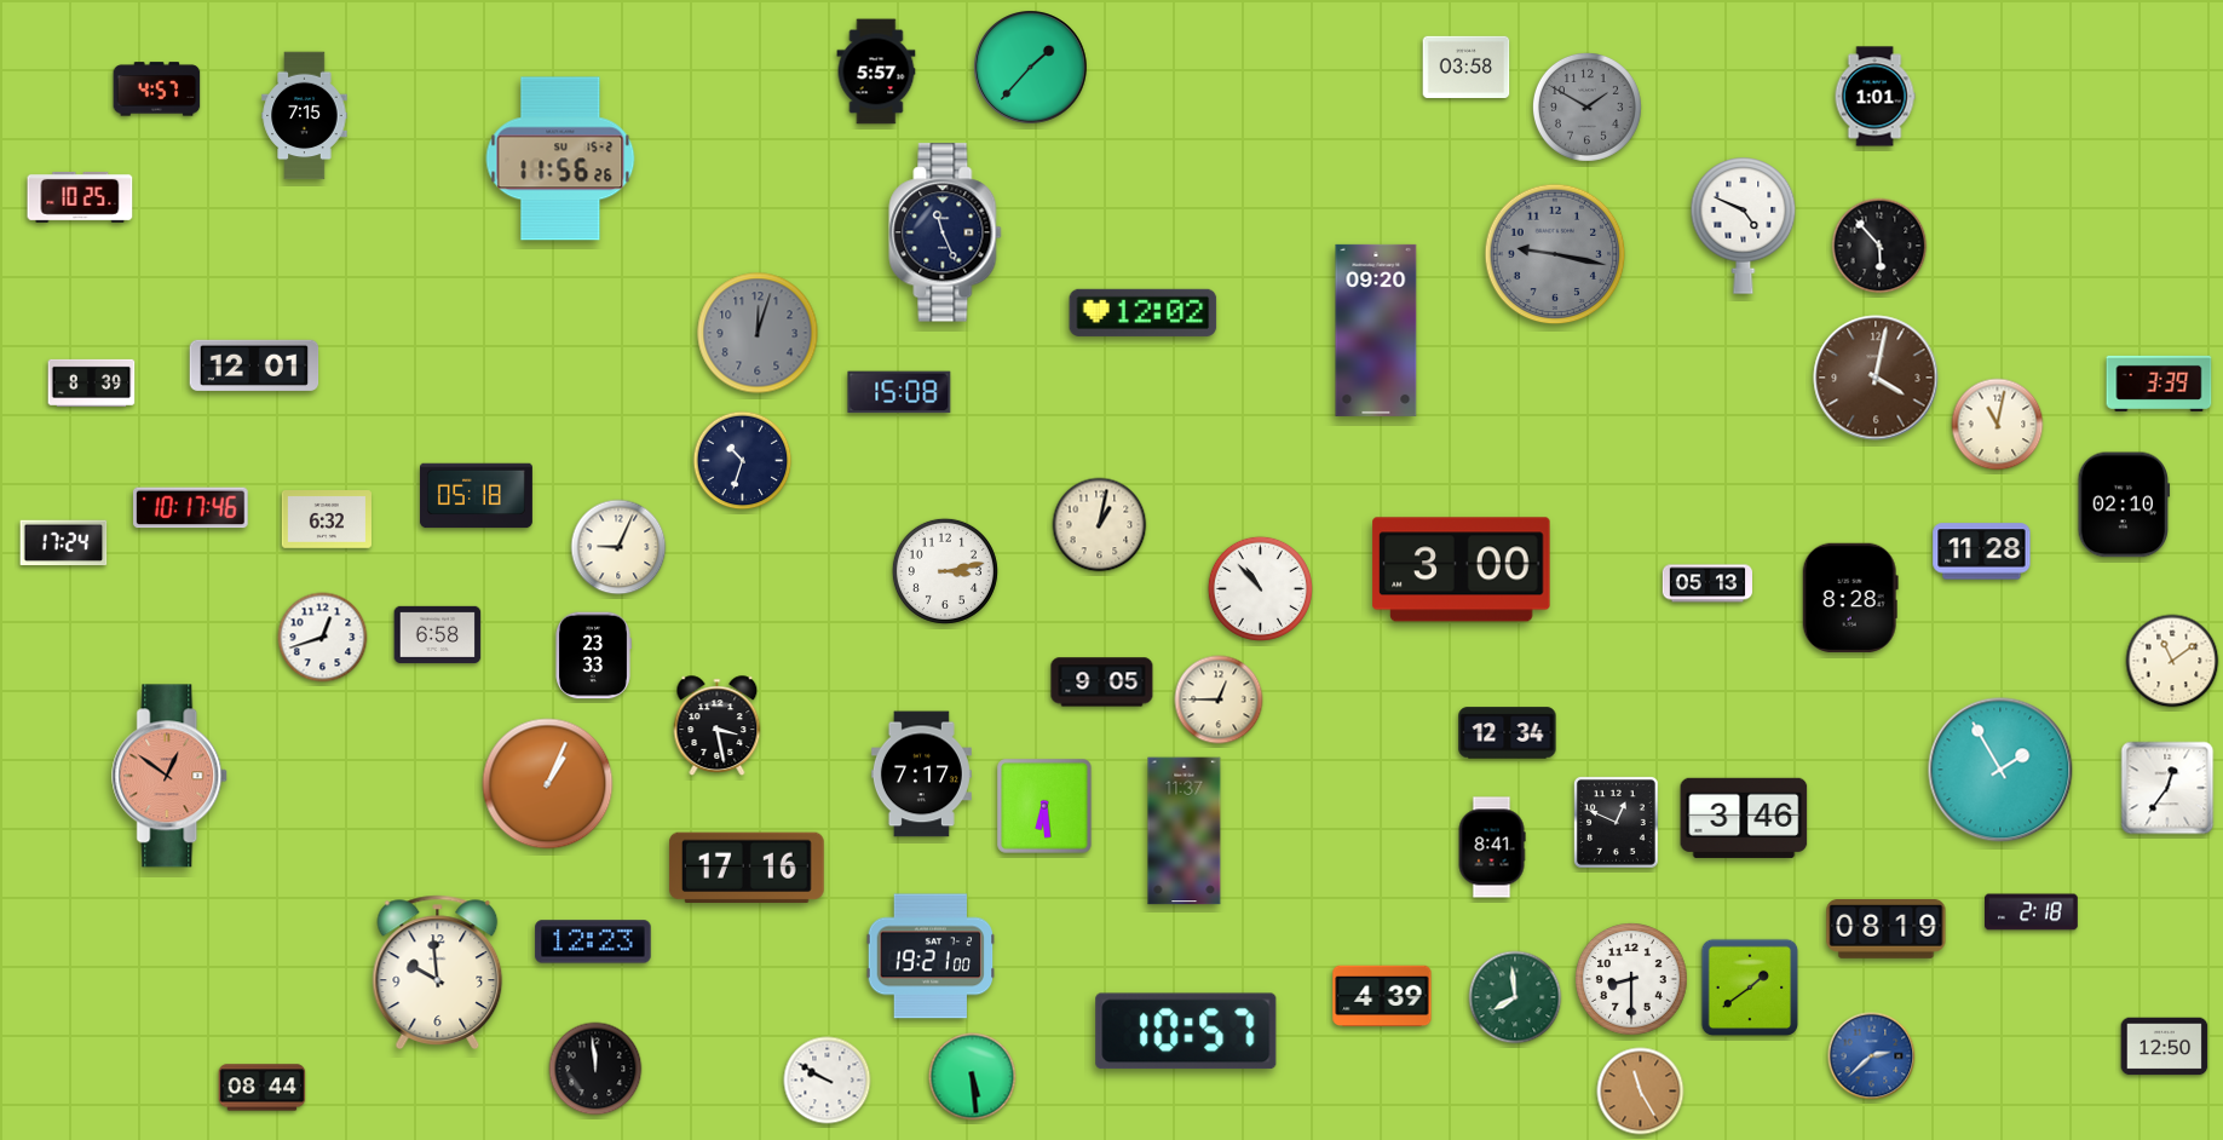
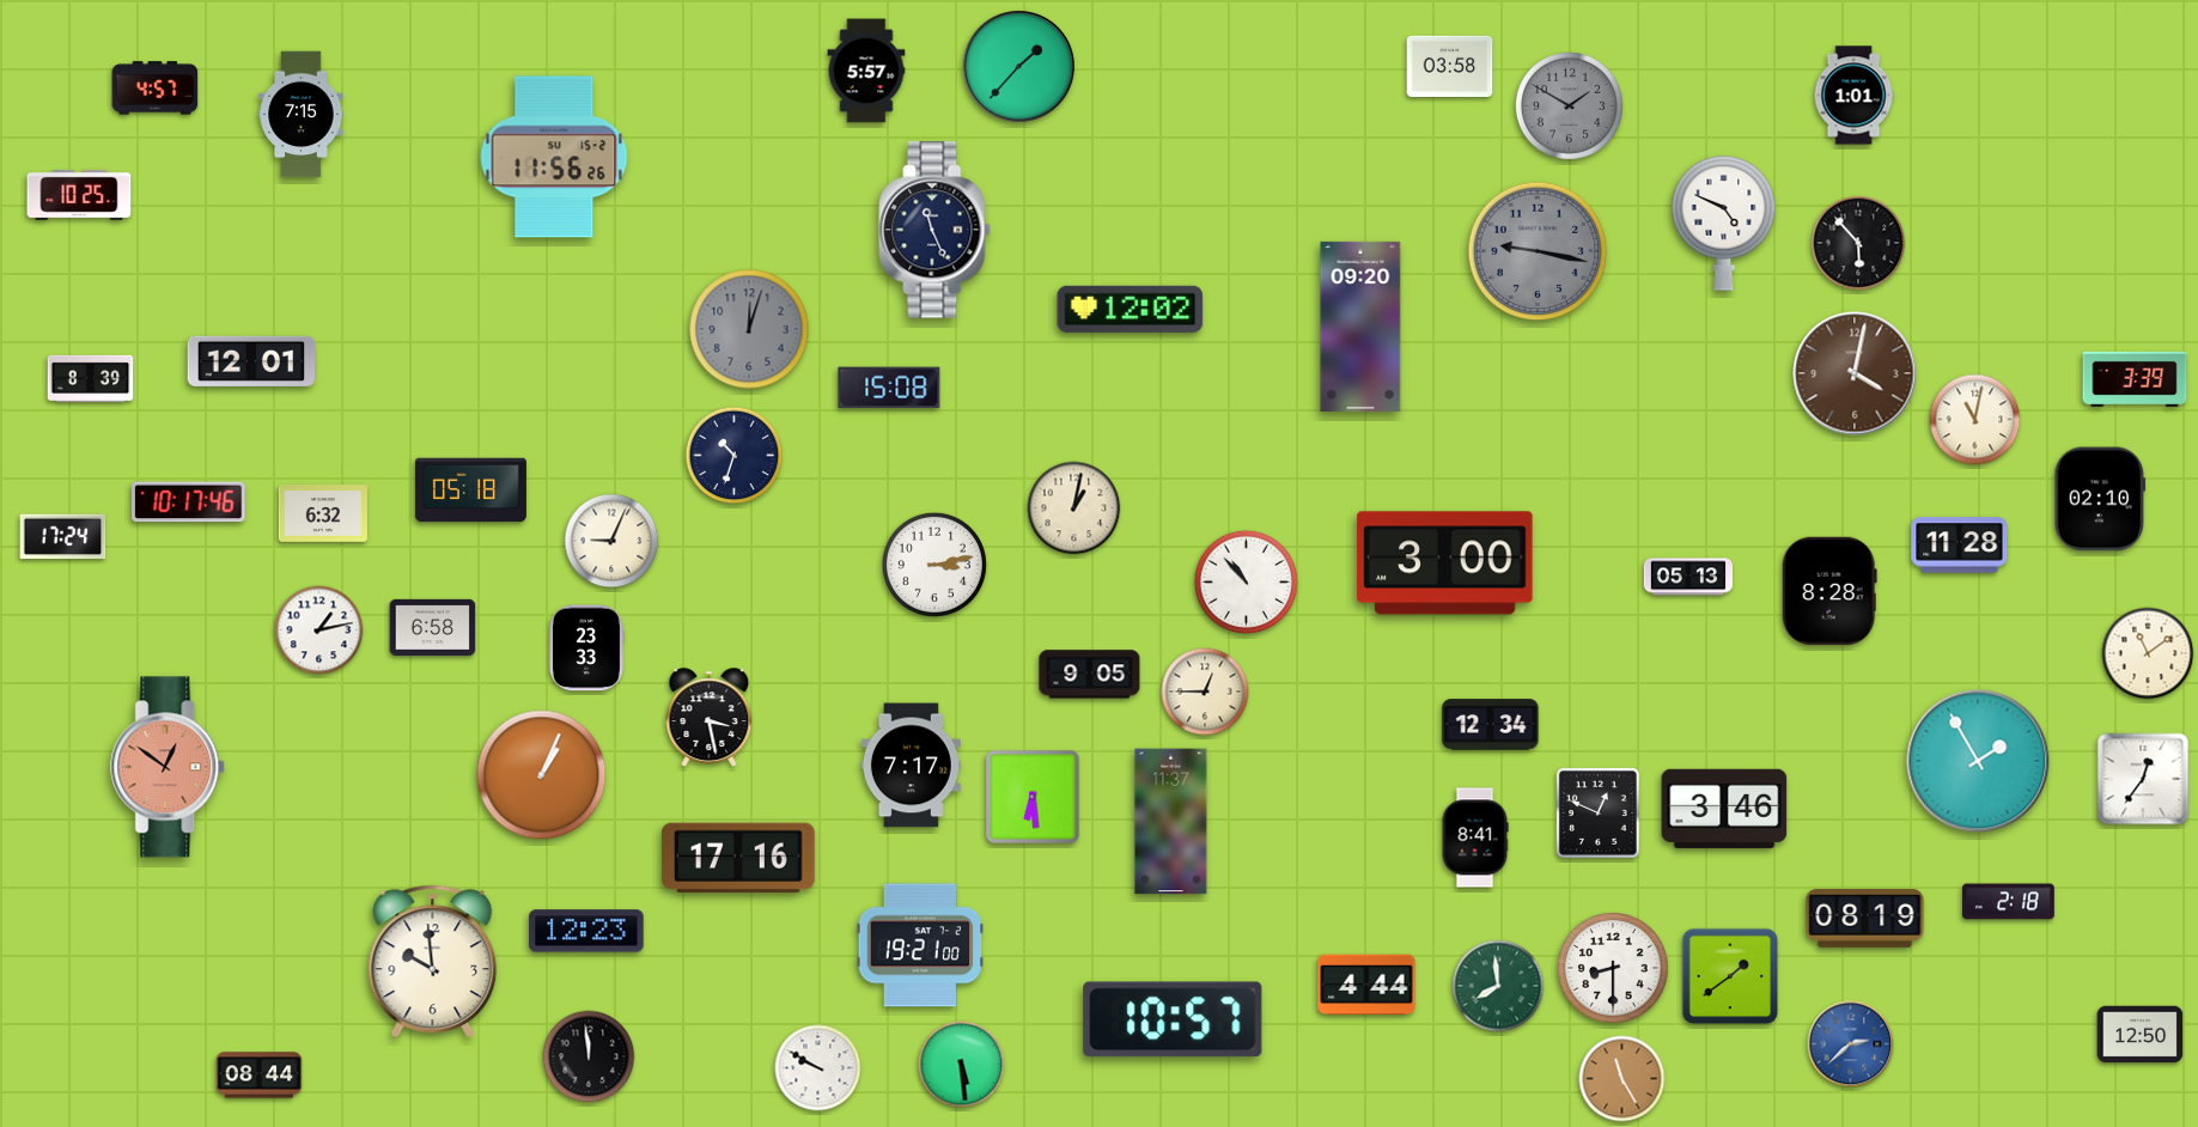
clock at (1100, 525) position: (1100, 525) -> (1074, 508)
clock at (323, 638): 12:42 -> 1:13
clock at (1382, 996): 4:39 -> 4:44
